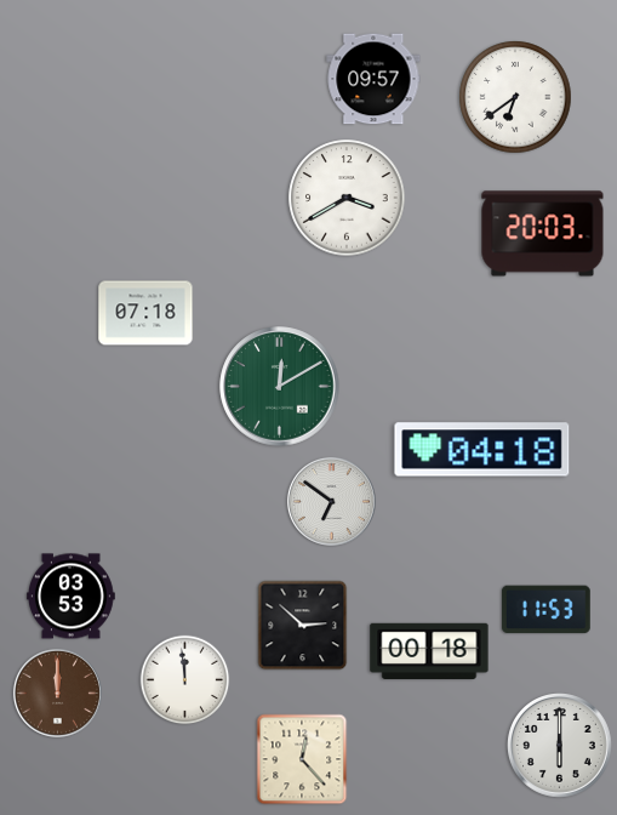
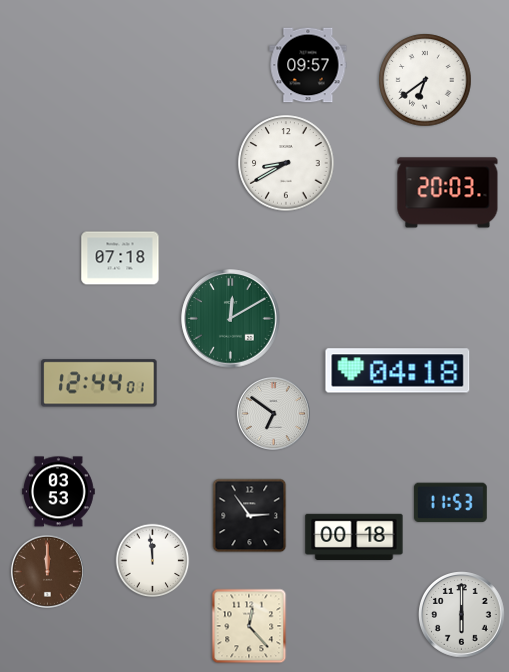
clock at (347, 198): 3:40 -> 8:40
clock at (99, 383): none -> 12:44
clock at (303, 626): 2:52 -> 2:54
